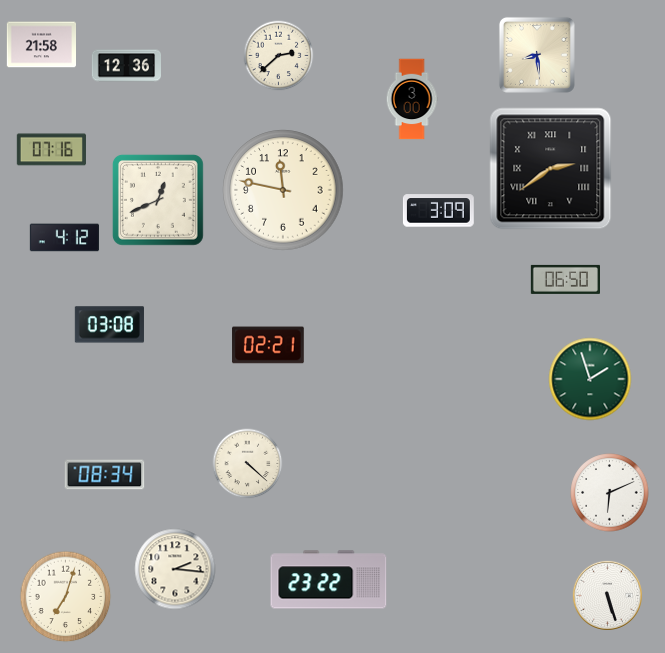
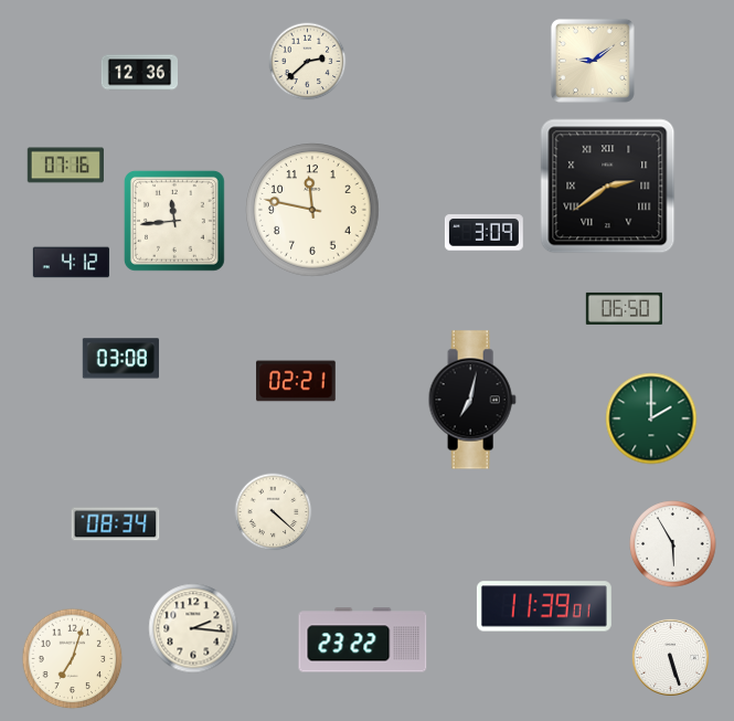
clock at (41, 45): 21:58 -> none
clock at (537, 55): 8:29 -> 9:09
clock at (412, 99): 3:00 -> none
clock at (51, 150) position: (51, 150) -> (65, 166)
clock at (158, 200): 12:41 -> 11:44
clock at (472, 400): none -> 7:02
clock at (590, 379): 1:57 -> 2:00
clock at (610, 493): 6:11 -> 5:55
clock at (544, 606): none -> 11:39
